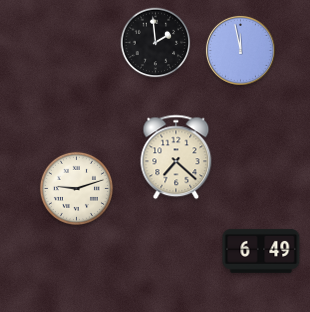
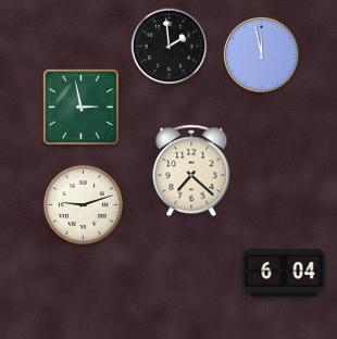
clock at (80, 106): none -> 2:58
clock at (261, 251): 6:49 -> 6:04
